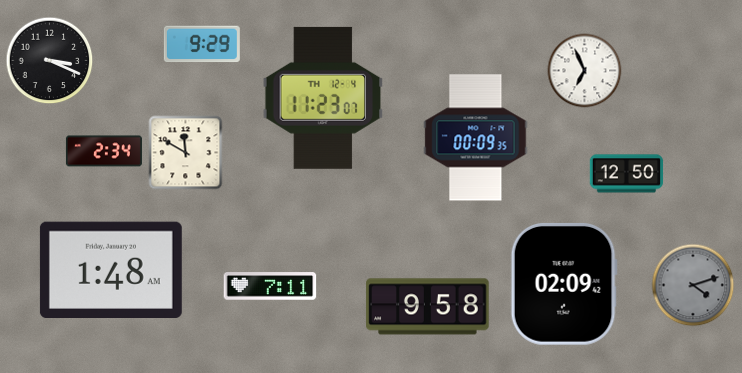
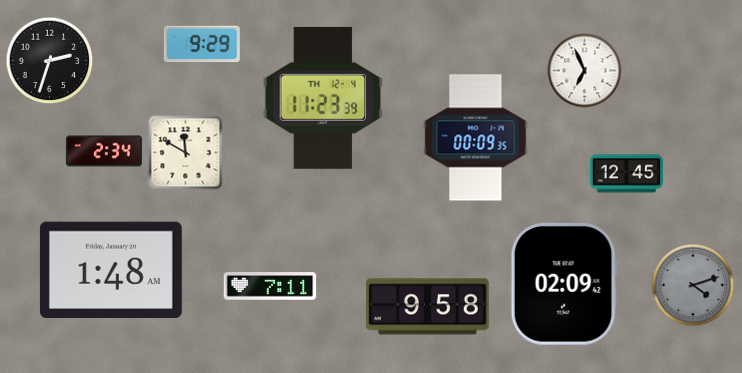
clock at (50, 61): 3:19 -> 2:33
clock at (323, 98): 11:23:07 -> 11:23:39
clock at (627, 174): 12:50 -> 12:45
